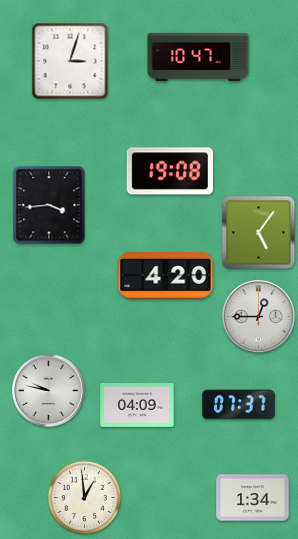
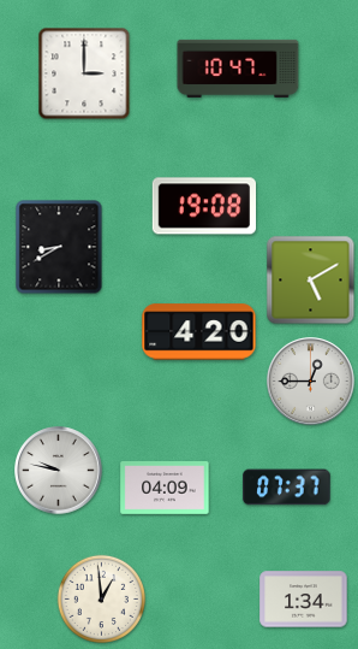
clock at (70, 61): 3:03 -> 3:00
clock at (49, 205): 3:44 -> 8:40
clock at (259, 233): 5:06 -> 5:10
